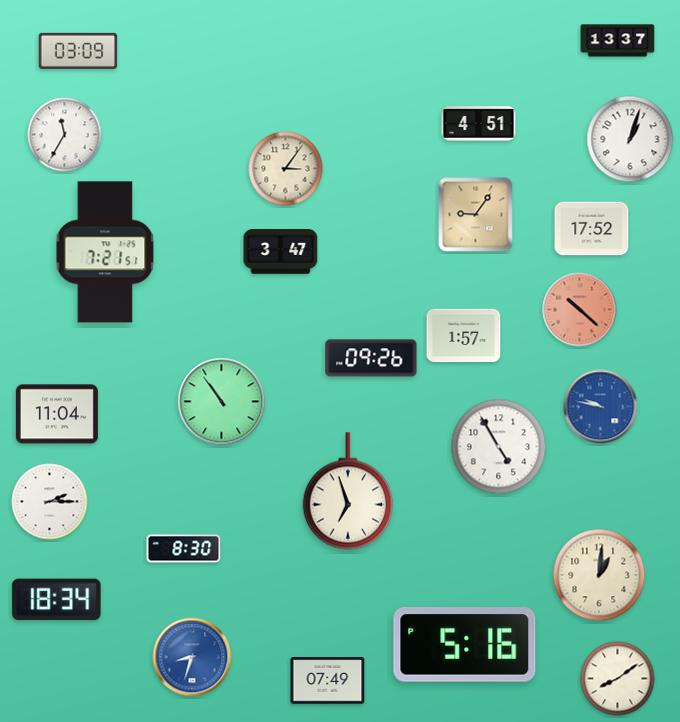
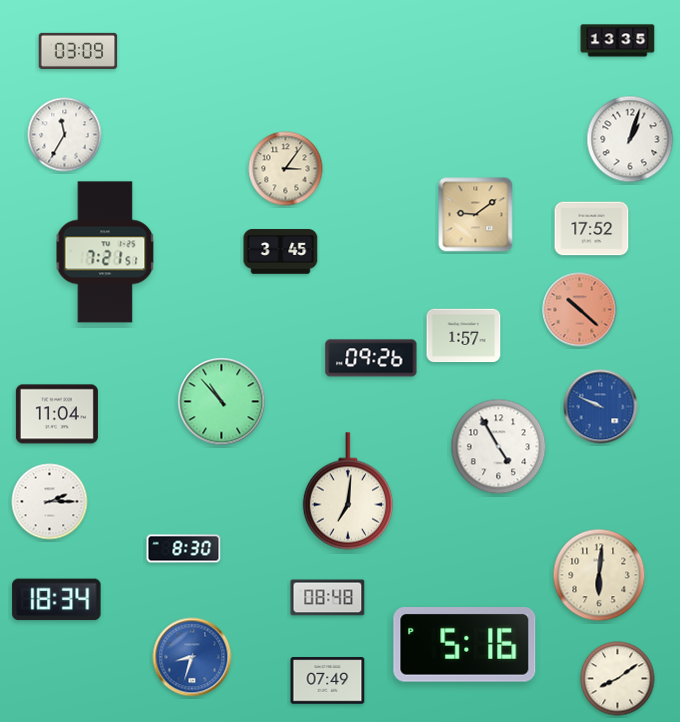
clock at (618, 41): 13:37 -> 13:35
clock at (479, 124): 4:51 -> none
clock at (476, 215): 9:06 -> 9:09
clock at (281, 252): 3:47 -> 3:45
clock at (222, 402): 10:54 -> 10:53
clock at (601, 407): 9:47 -> 9:49
clock at (347, 491): 6:57 -> 7:01
clock at (599, 575): 1:01 -> 6:01
clock at (328, 598): none -> 08:48
